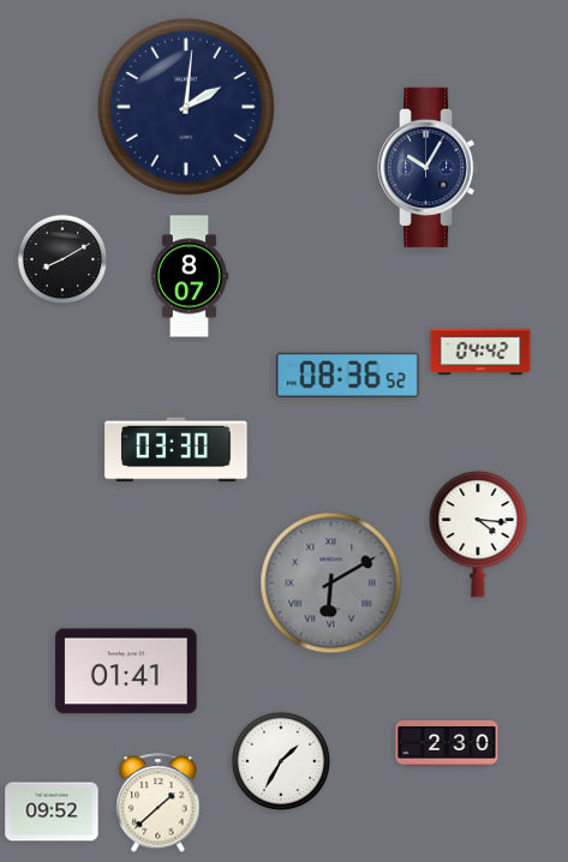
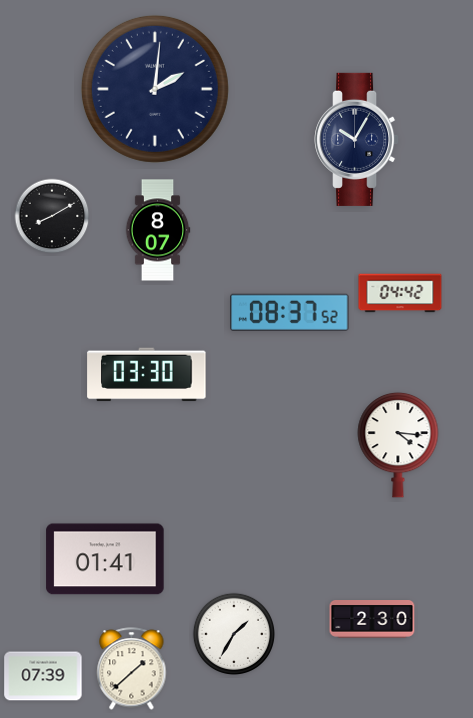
clock at (348, 375): 08:36 -> 08:37
clock at (331, 583): 6:10 -> none
clock at (52, 812): 09:52 -> 07:39
